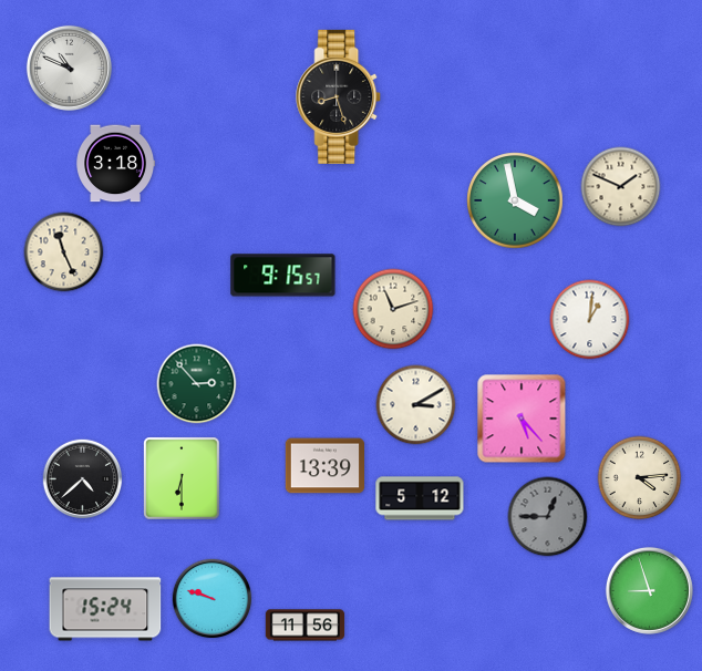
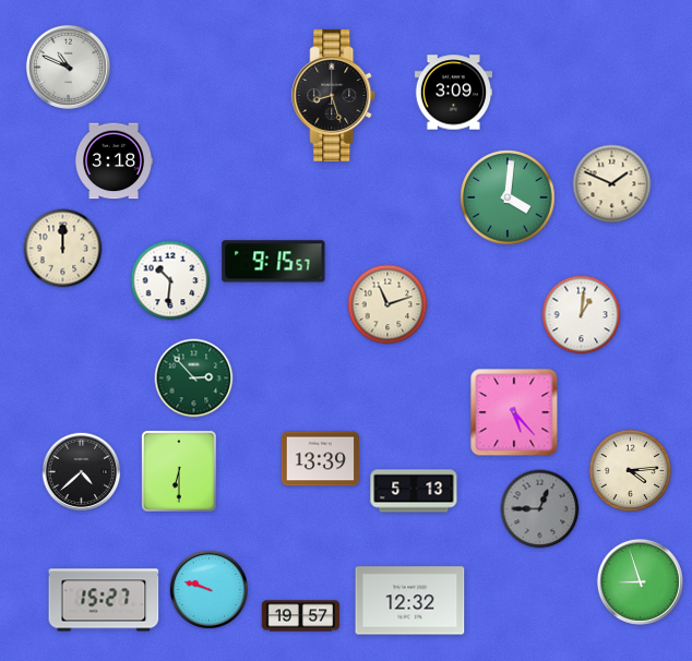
clock at (453, 93): none -> 3:09
clock at (515, 200): 3:58 -> 4:01
clock at (64, 252): 11:26 -> 12:00
clock at (283, 276) position: (283, 276) -> (274, 262)
clock at (170, 280): none -> 10:31
clock at (416, 405): 3:10 -> none
clock at (420, 498): 5:12 -> 5:13
clock at (105, 609): 15:24 -> 15:27
clock at (410, 601): none -> 12:32
clock at (306, 626): 11:56 -> 19:57
